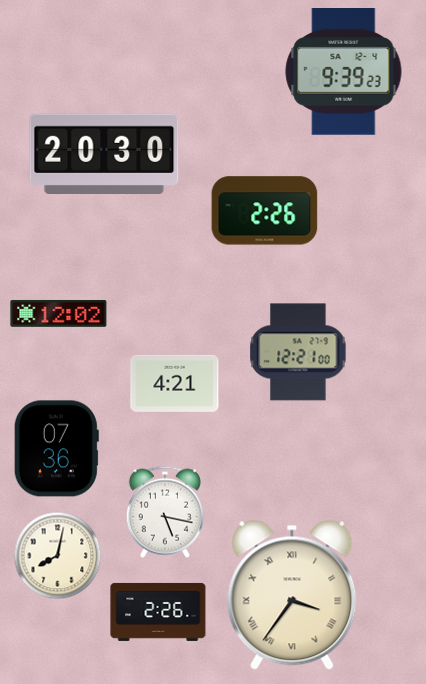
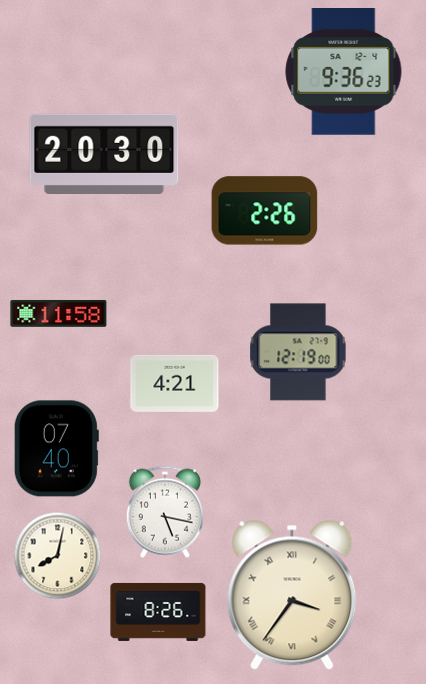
clock at (344, 72): 9:39 -> 9:36
clock at (59, 313): 12:02 -> 11:58
clock at (298, 352): 12:21 -> 12:19
clock at (56, 449): 07:36 -> 07:40
clock at (158, 612): 2:26 -> 8:26
